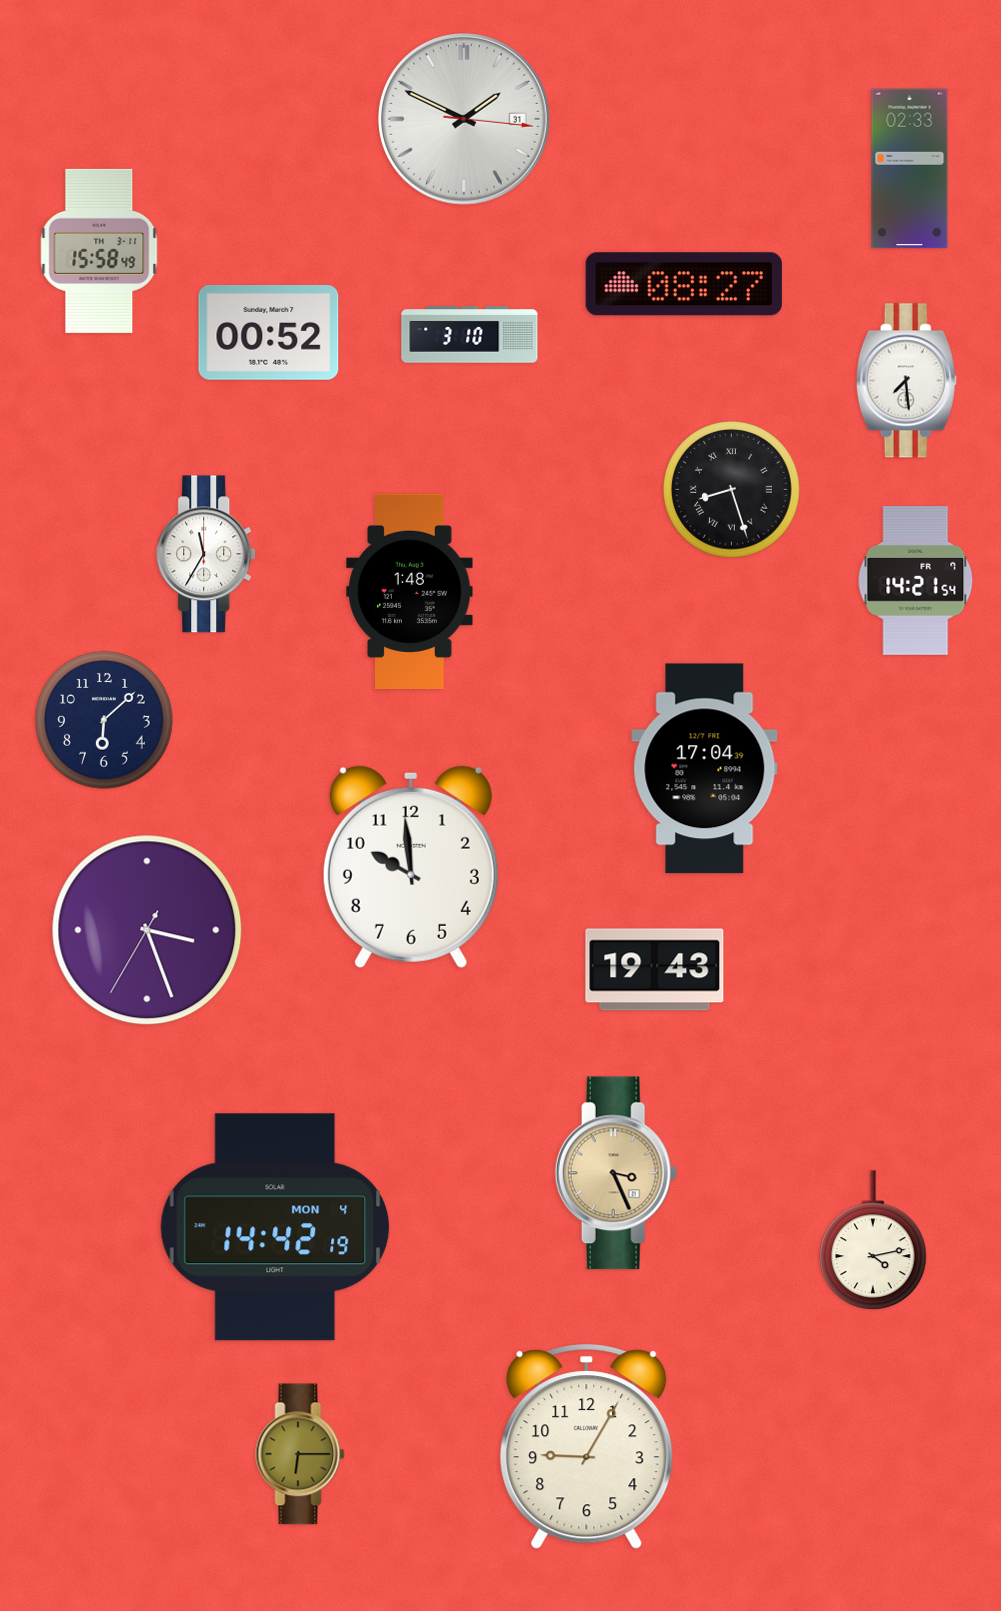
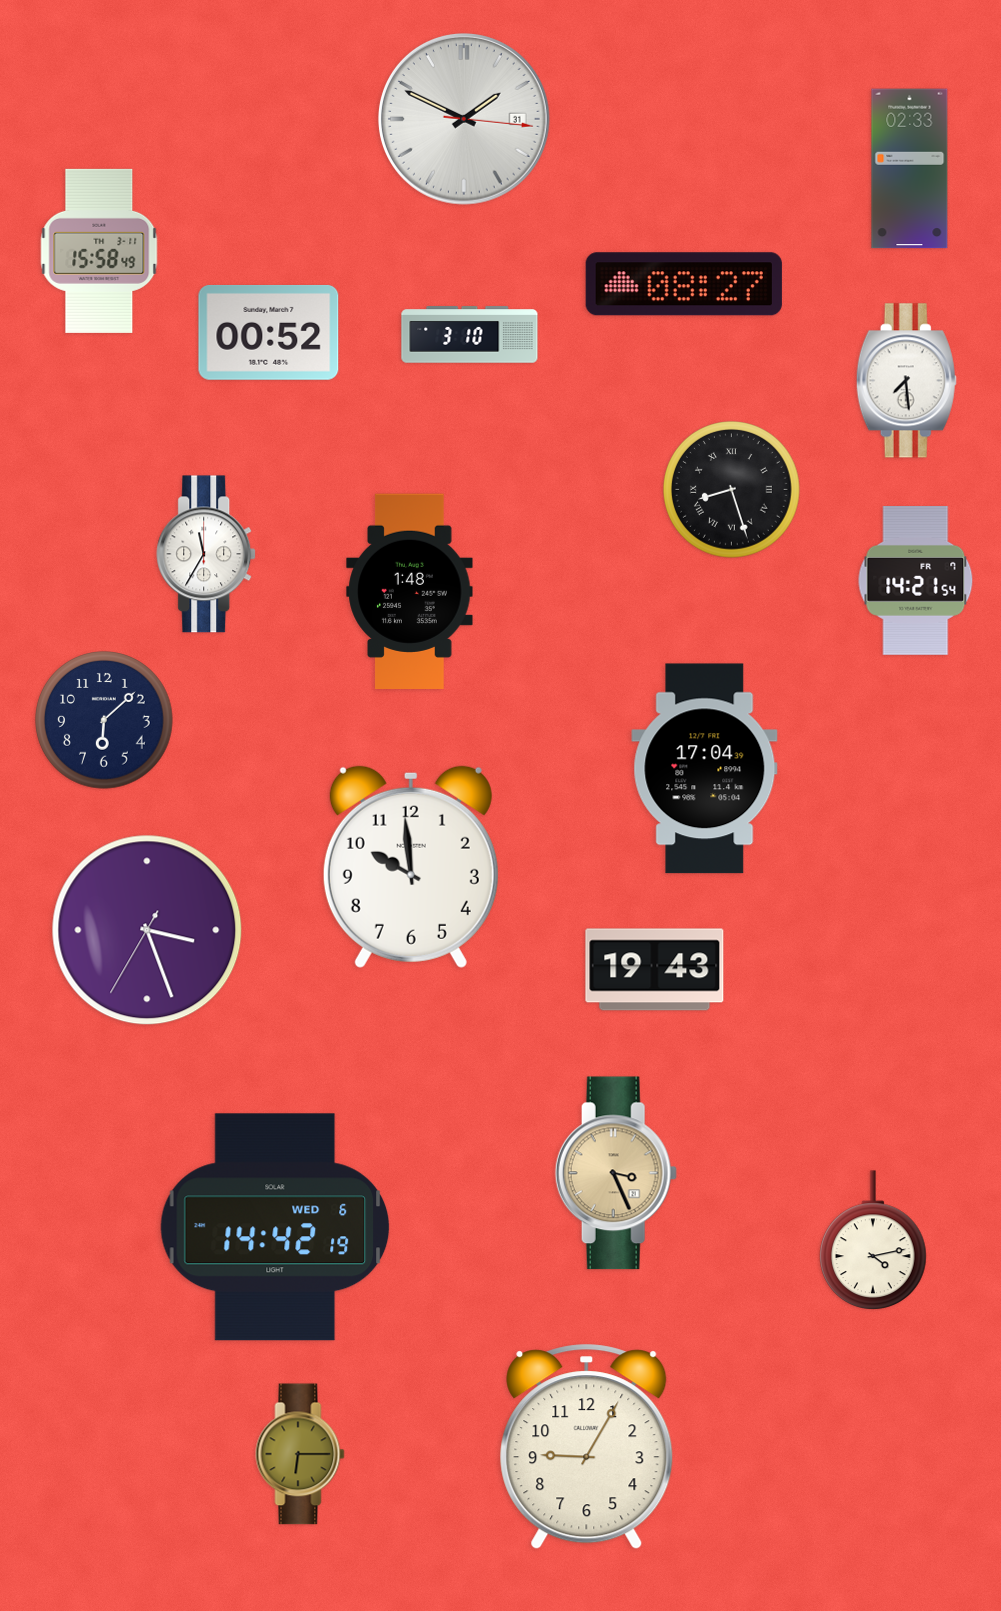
clock at (275, 1227) date: MON 4 -> WED 6
